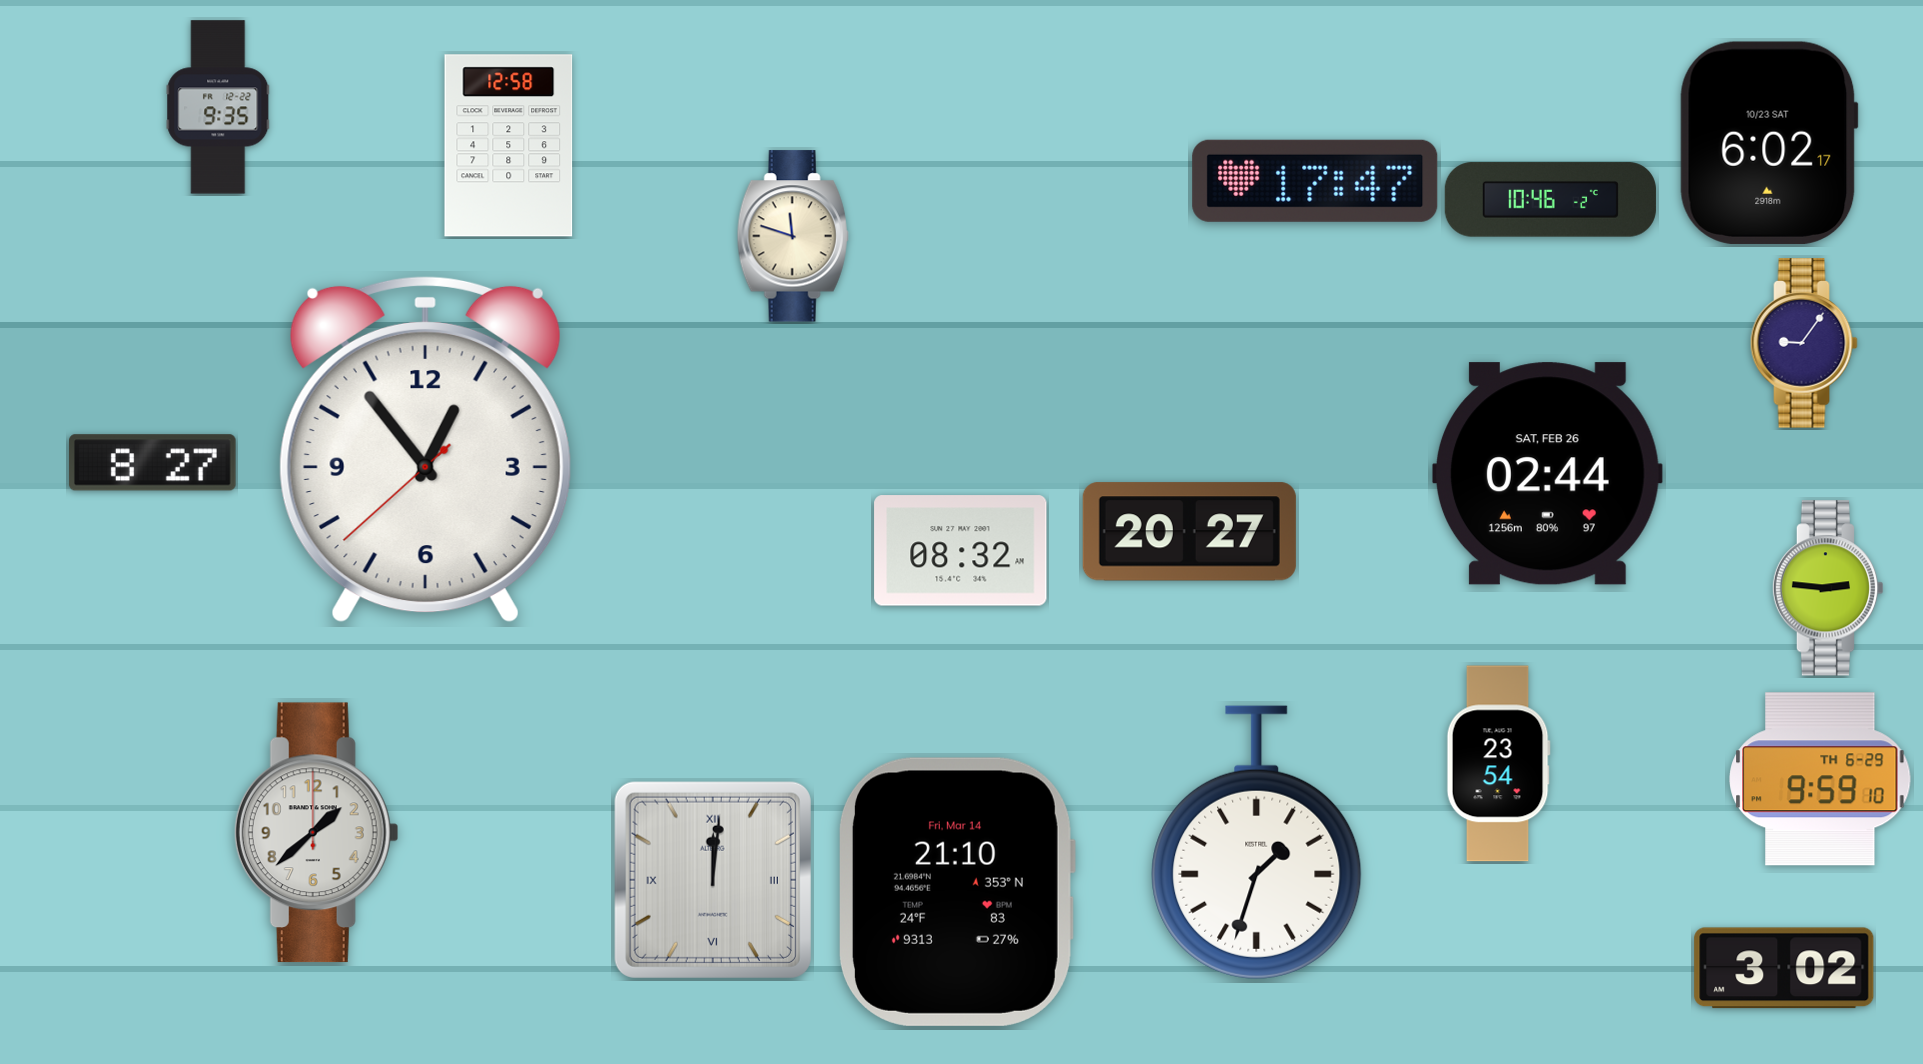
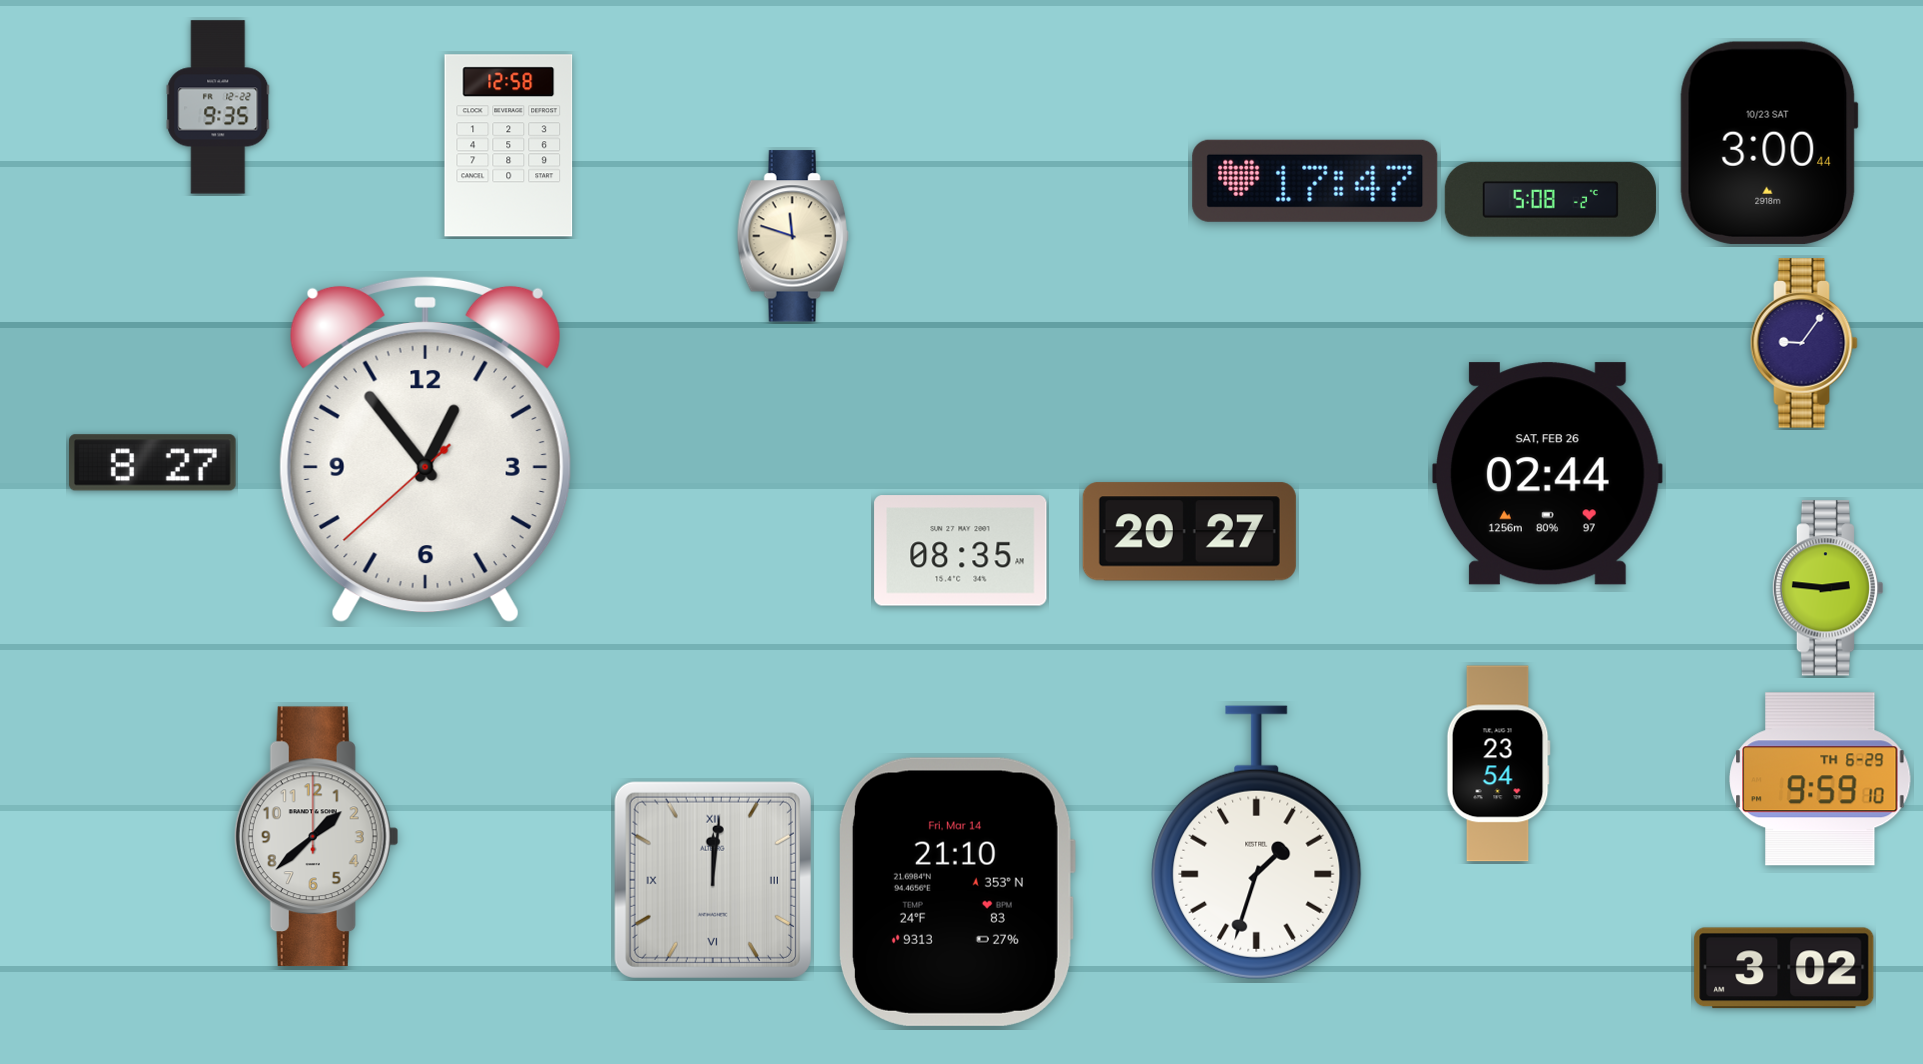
clock at (1769, 143): 6:02 -> 3:00
clock at (1550, 200): 10:46 -> 5:08
clock at (961, 551): 08:32 -> 08:35
clock at (316, 833) position: (316, 833) -> (316, 837)
